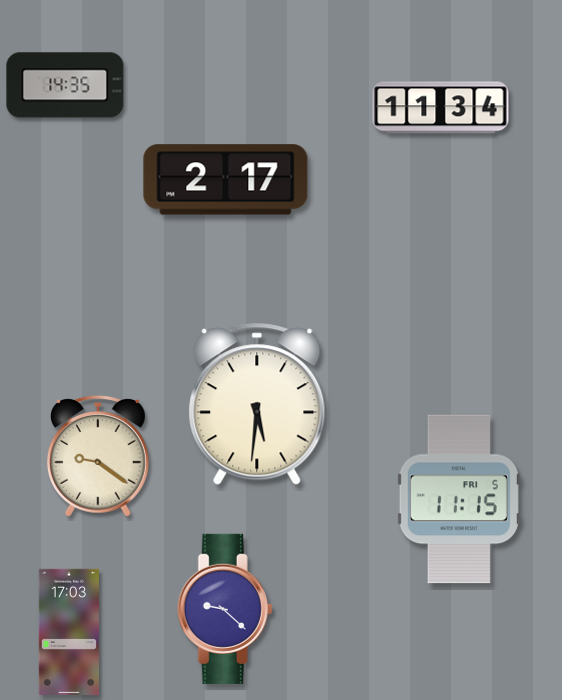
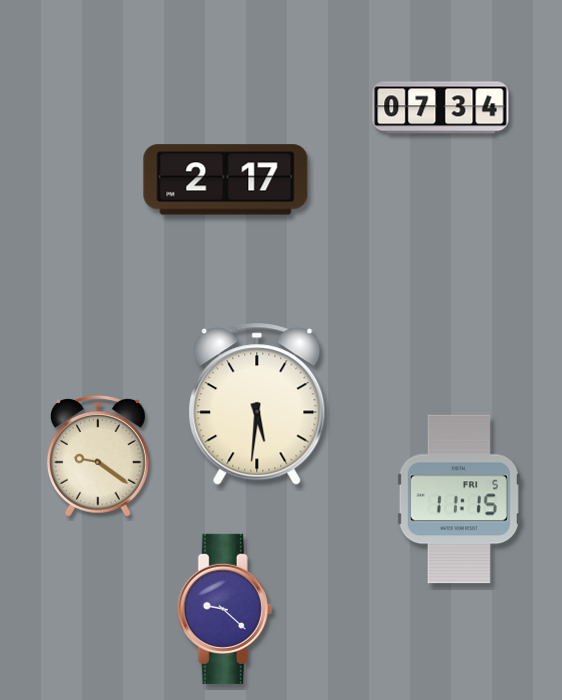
clock at (65, 85): 14:35 -> none
clock at (441, 108): 11:34 -> 07:34
clock at (68, 631): 17:03 -> none
